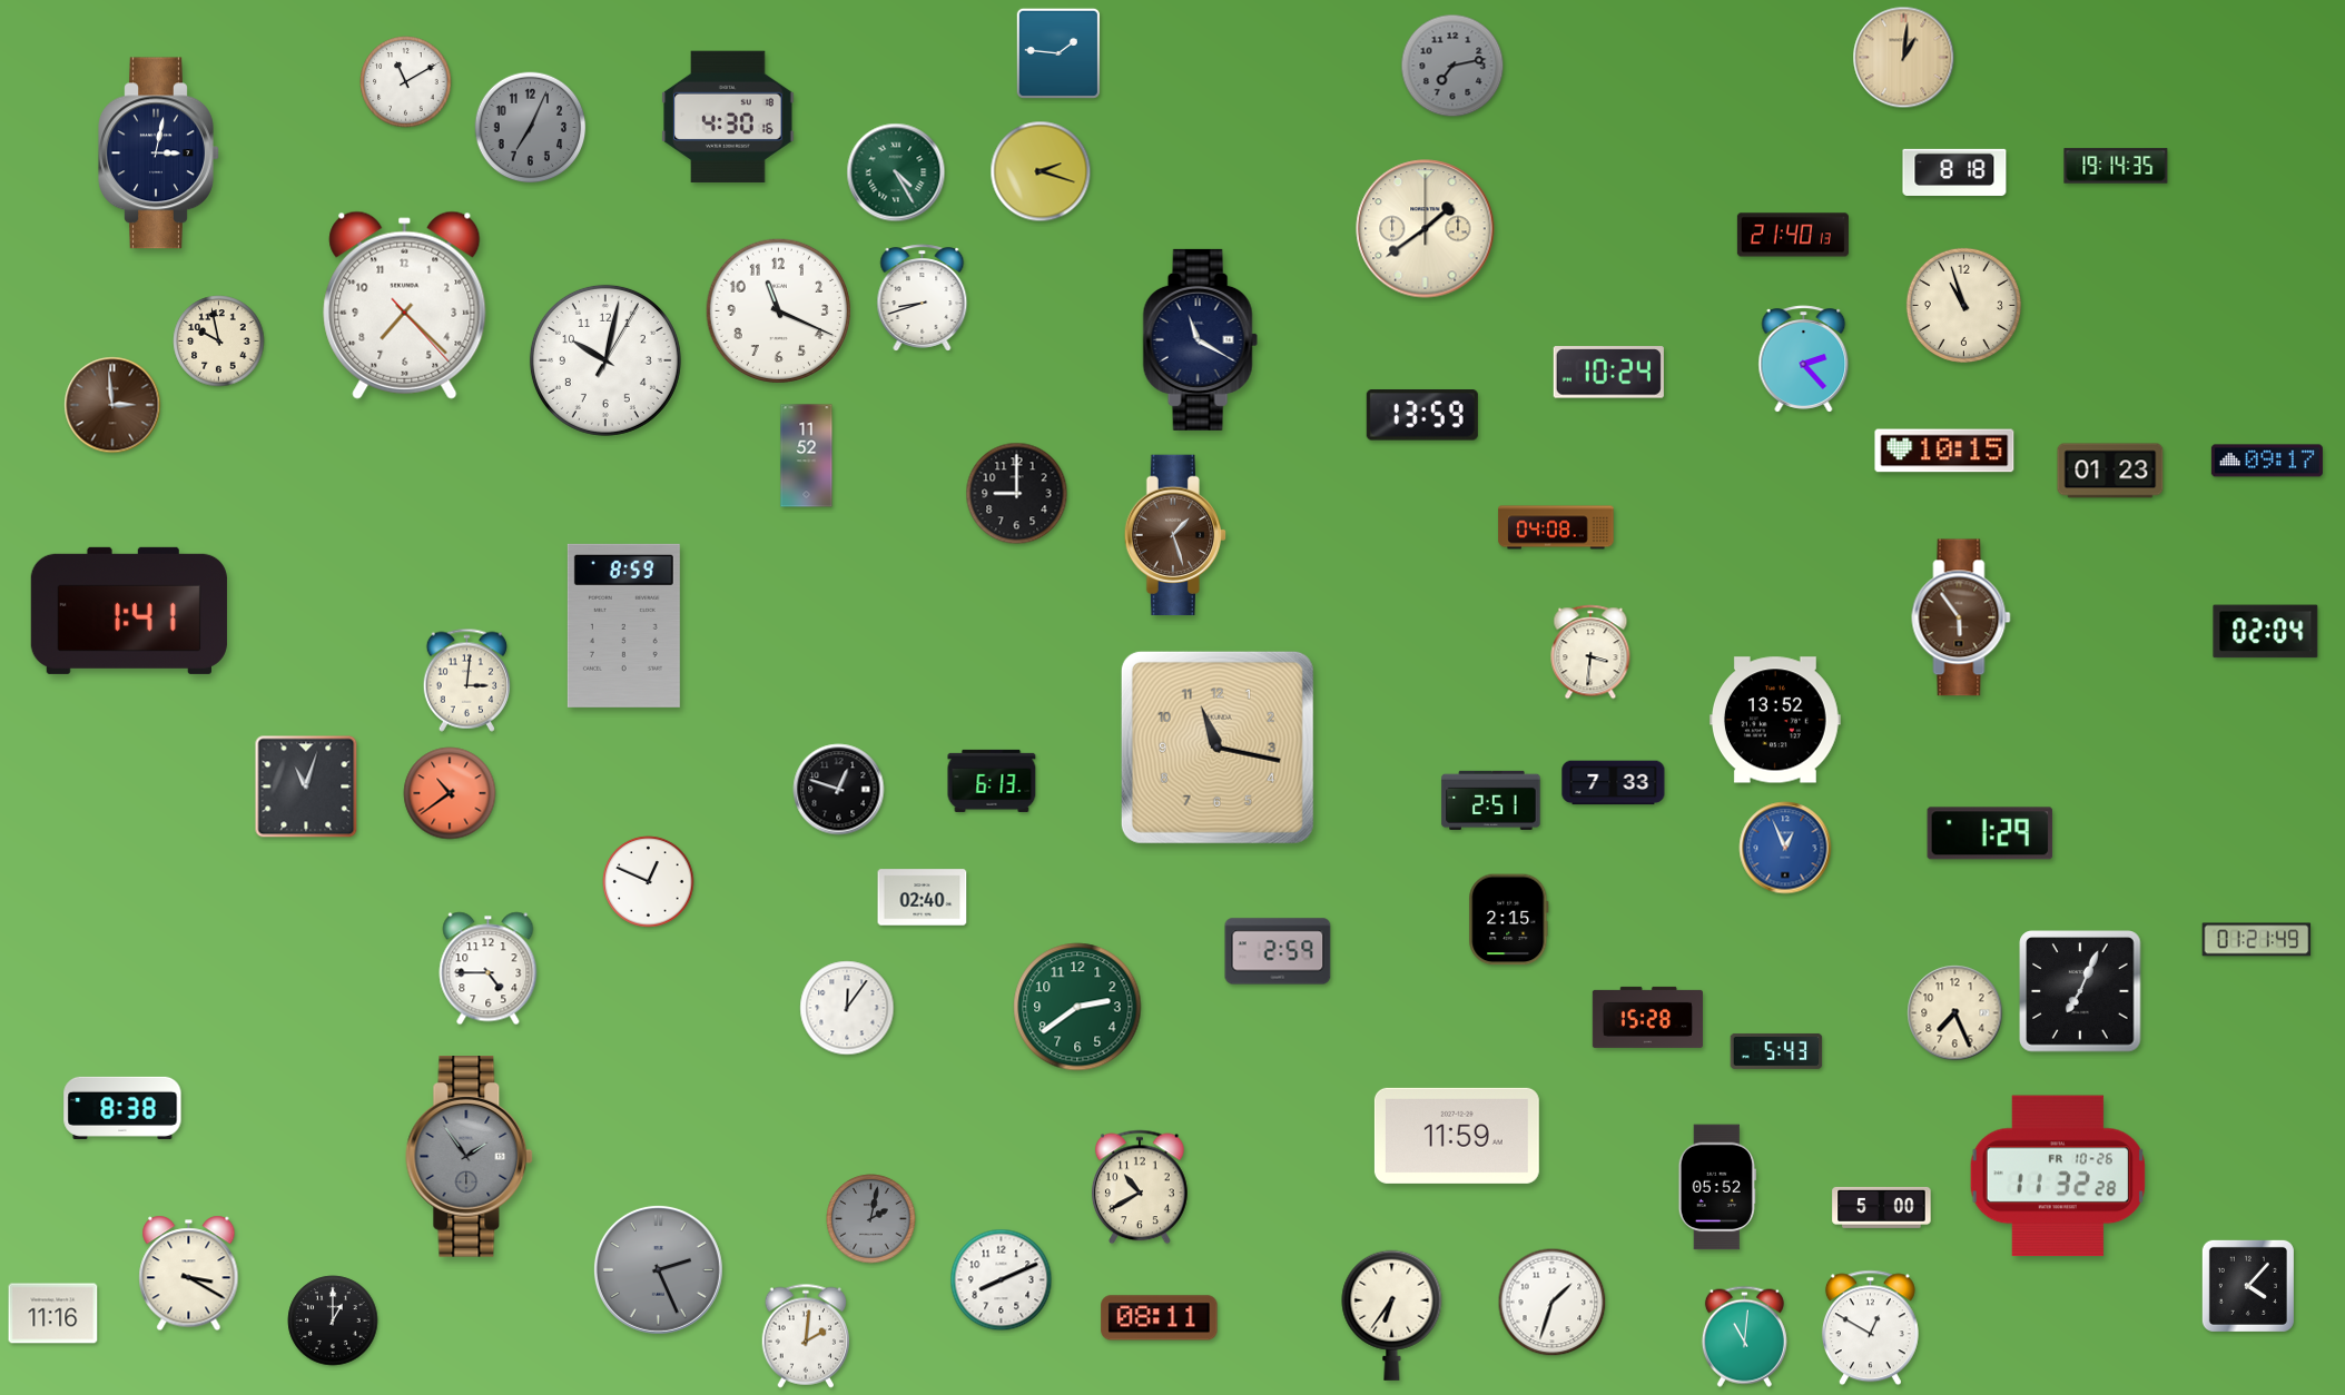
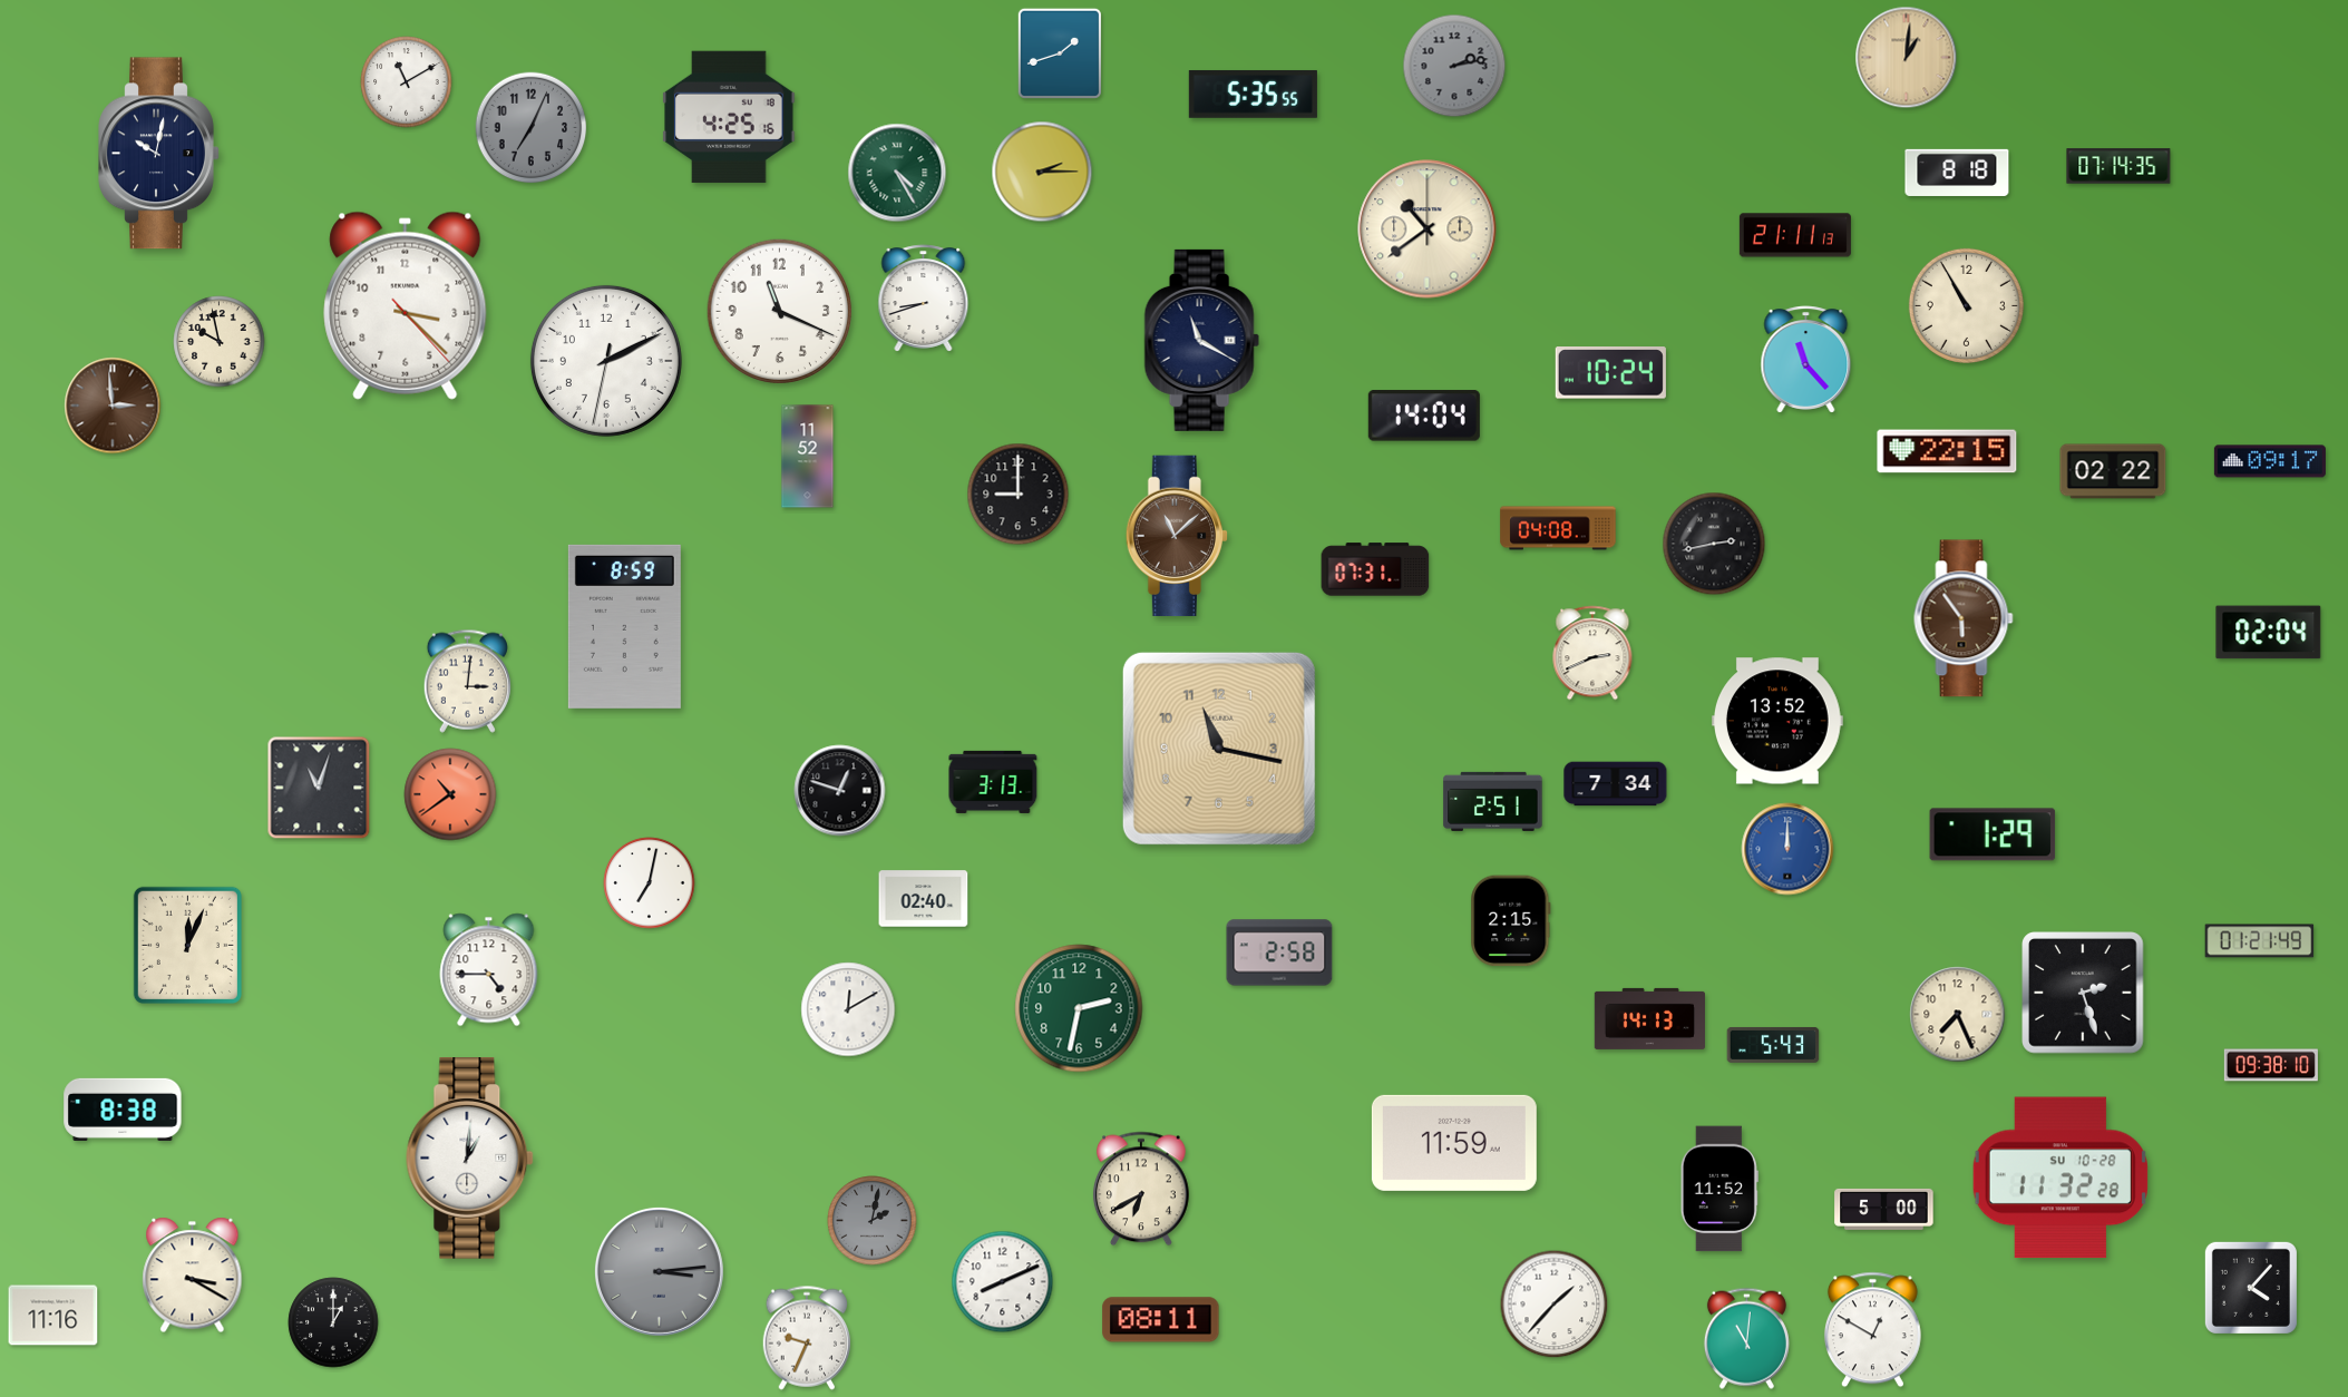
clock at (1058, 53): 1:46 -> 1:42
clock at (1452, 66): 7:13 -> 2:13
clock at (1253, 94): none -> 5:35
clock at (728, 117): 4:30 -> 4:25
clock at (159, 154): 3:02 -> 10:02
clock at (2116, 166): 19:14 -> 07:14
clock at (1041, 171): 2:18 -> 2:15
clock at (1426, 229): 1:39 -> 10:39
clock at (1793, 235): 21:40 -> 21:11
clock at (405, 305): 7:22 -> 3:22
clock at (1963, 305): 10:57 -> 10:55
clock at (1804, 359): 2:23 -> 11:23
clock at (605, 360): 10:02 -> 2:10
clock at (1422, 415): 13:59 -> 14:04
clock at (1944, 451): 10:15 -> 22:15
clock at (2110, 471): 01:23 -> 02:22
clock at (1174, 535): 1:27 -> 11:08
clock at (1714, 544): none -> 2:43
clock at (1375, 569): none -> 07:31
clock at (129, 611): 1:41 -> none
clock at (1590, 652): 3:31 -> 2:41
clock at (992, 781): 6:13 -> 3:13
clock at (1614, 783): 7:33 -> 7:34
clock at (306, 786) position: (306, 786) -> (319, 788)
clock at (1785, 848): 12:56 -> 12:00
clock at (649, 882): 12:49 -> 7:02
clock at (187, 945): none -> 12:04
clock at (1278, 951): 2:59 -> 2:58
clock at (2080, 991): 7:04 -> 2:27
clock at (1077, 1007): 2:39 -> 2:32
clock at (847, 1008): 12:06 -> 12:10
clock at (1647, 1017): 15:28 -> 14:13
clock at (1776, 1051) position: (1776, 1051) -> (1773, 1045)
clock at (2271, 1065): none -> 09:38
clock at (1457, 1136) position: (1457, 1136) -> (1454, 1143)
clock at (470, 1157): 1:54 -> 1:01
clock at (470, 1157) dial: grey -> white
clock at (2058, 1176) date: FR 10-26 -> SU 10-28
clock at (1140, 1187): 10:40 -> 6:40
clock at (1717, 1187): 05:52 -> 11:52
clock at (658, 1269): 2:26 -> 3:14
clock at (189, 1274) position: (189, 1274) -> (193, 1276)
clock at (1553, 1303): 1:33 -> 1:37
clock at (1392, 1315): 6:36 -> none
clock at (806, 1336): 2:01 -> 9:34
